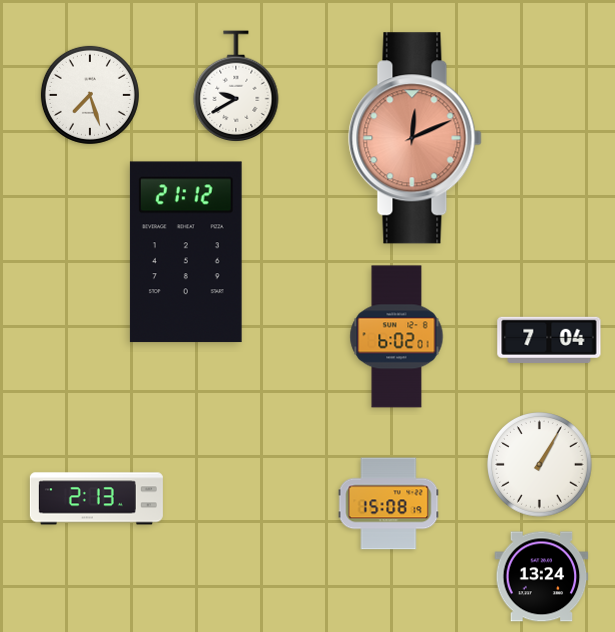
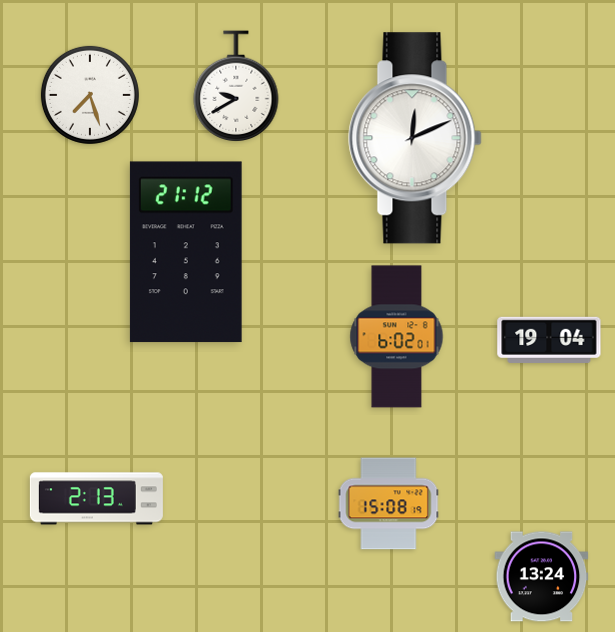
clock at (415, 138) dial: salmon -> white
clock at (549, 340): 7:04 -> 19:04
clock at (540, 465): 1:05 -> none
